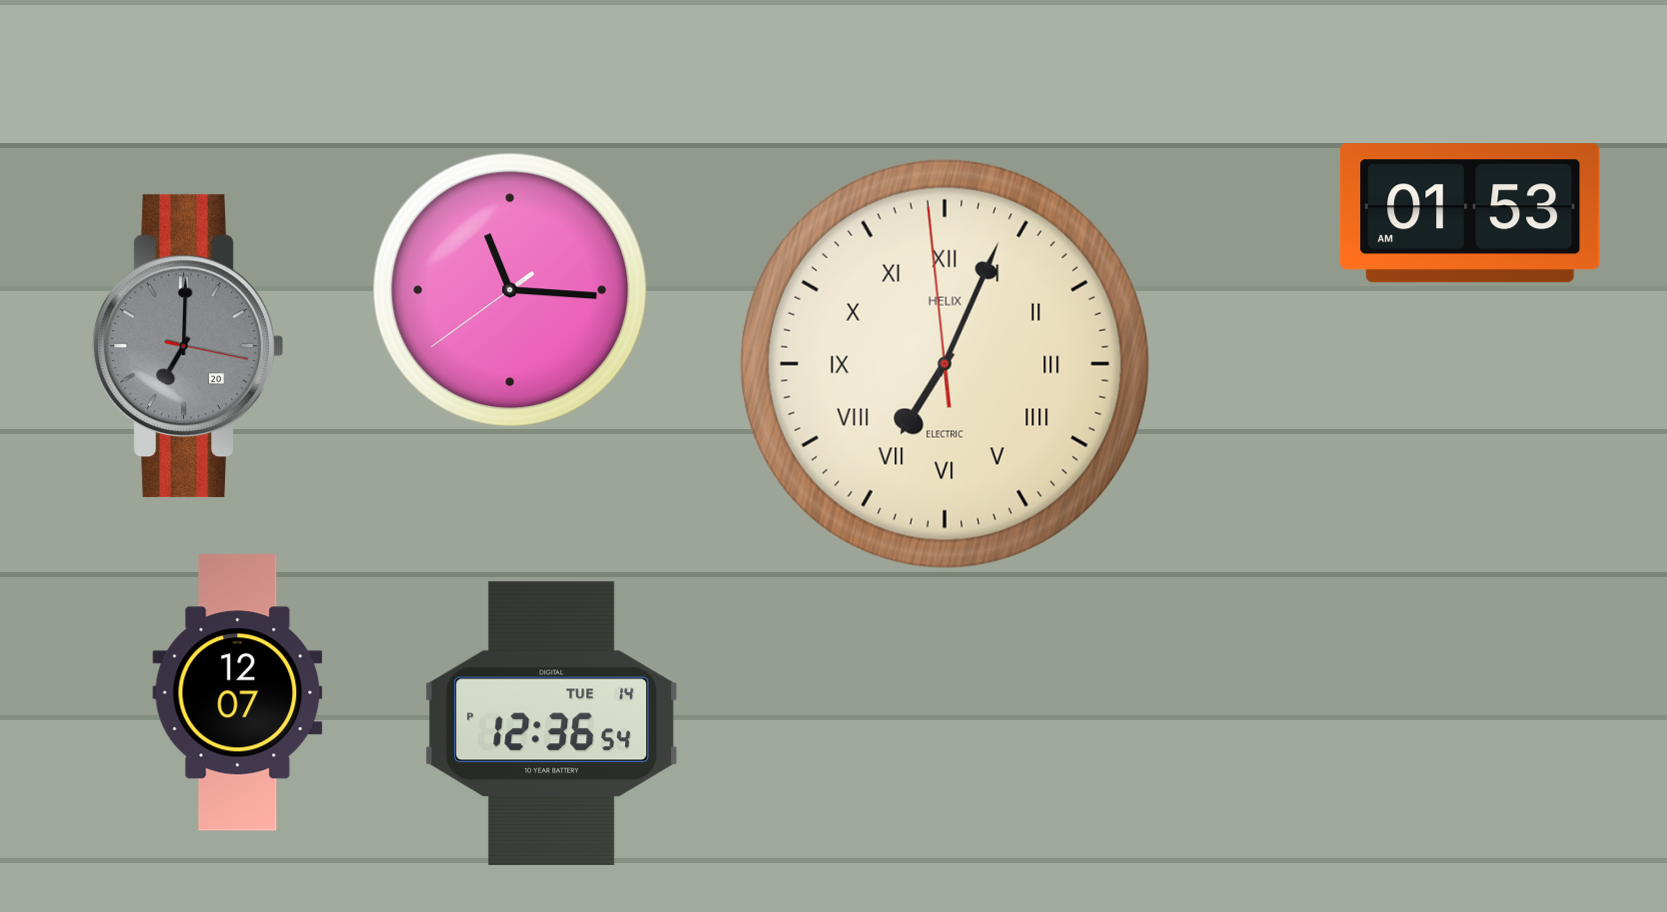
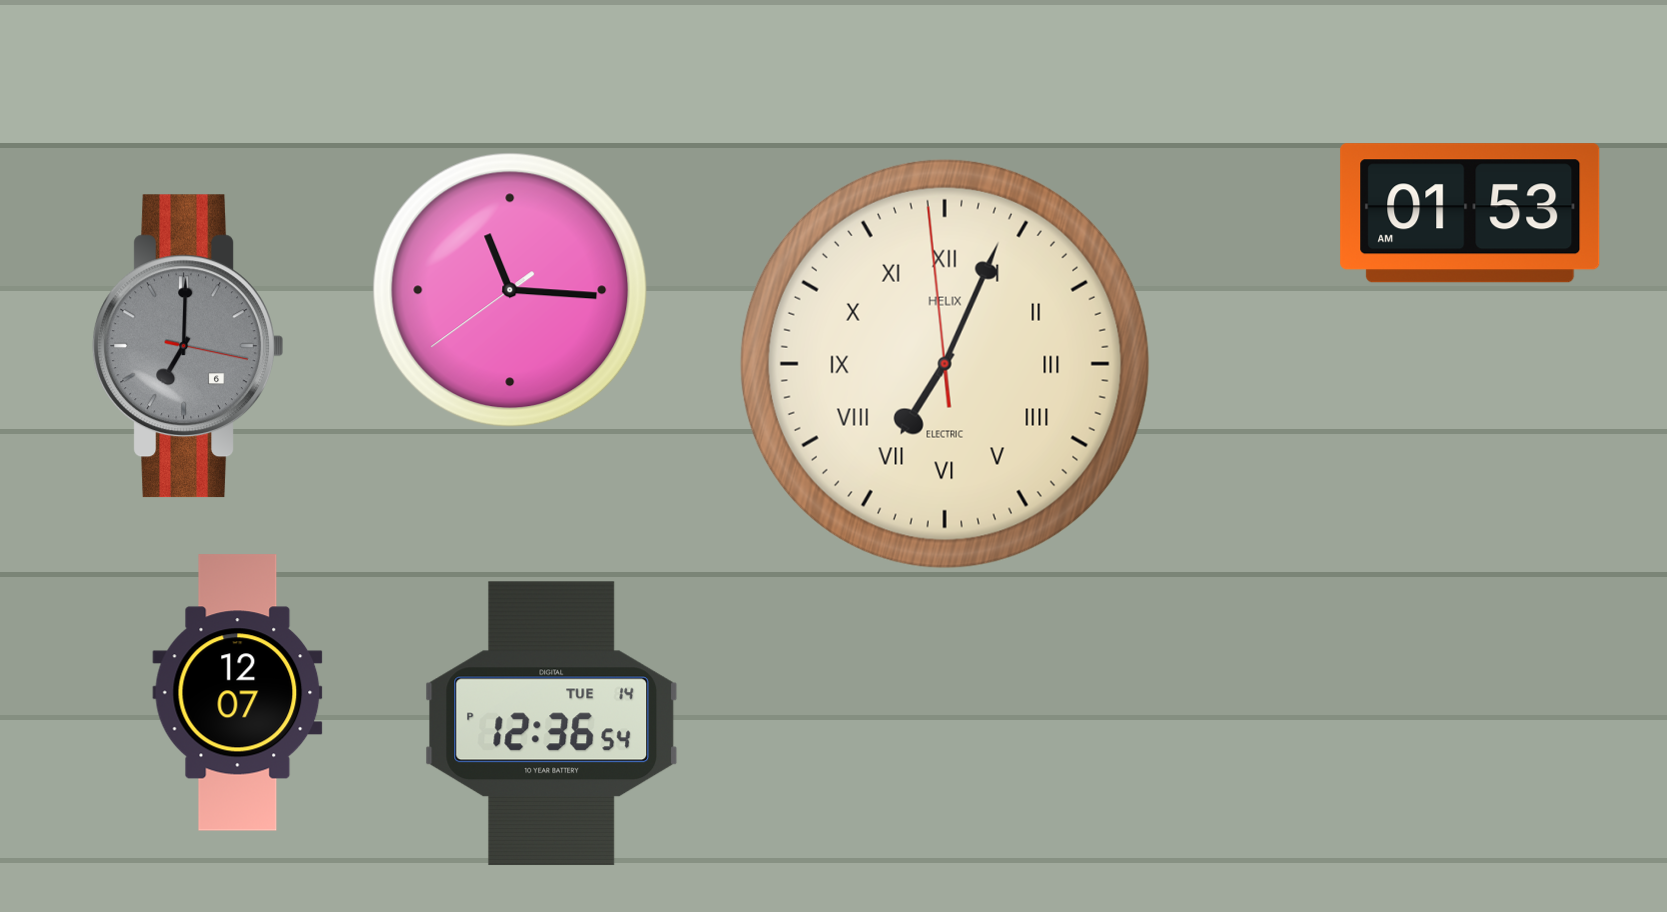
clock at (187, 346) date: 20 -> 6
